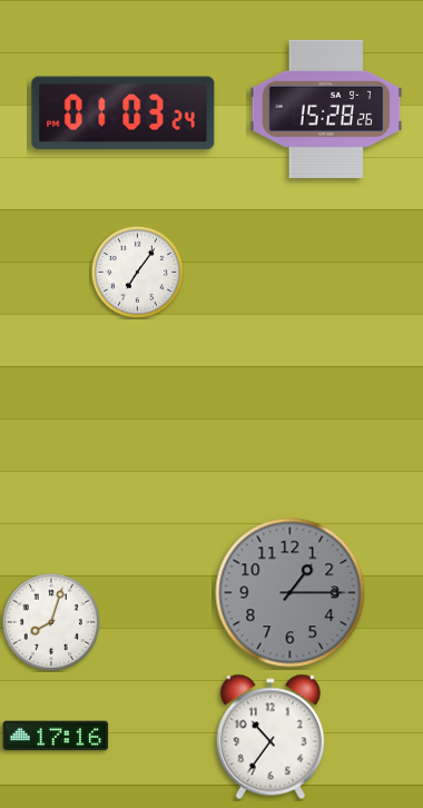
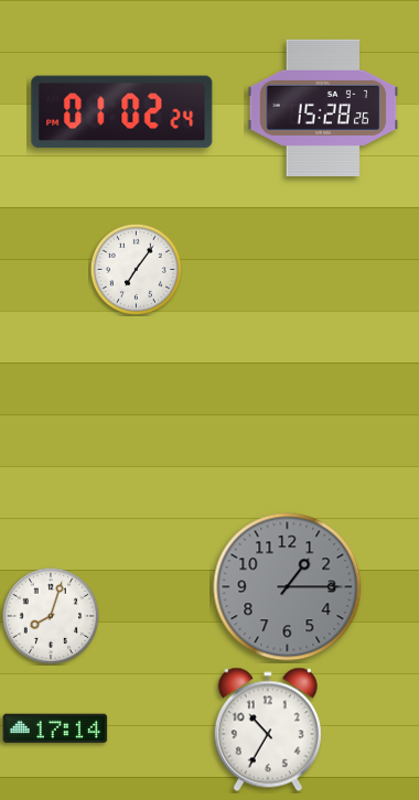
clock at (124, 114): 01:03 -> 01:02
clock at (56, 736): 17:16 -> 17:14
clock at (270, 737): 10:36 -> 10:35
